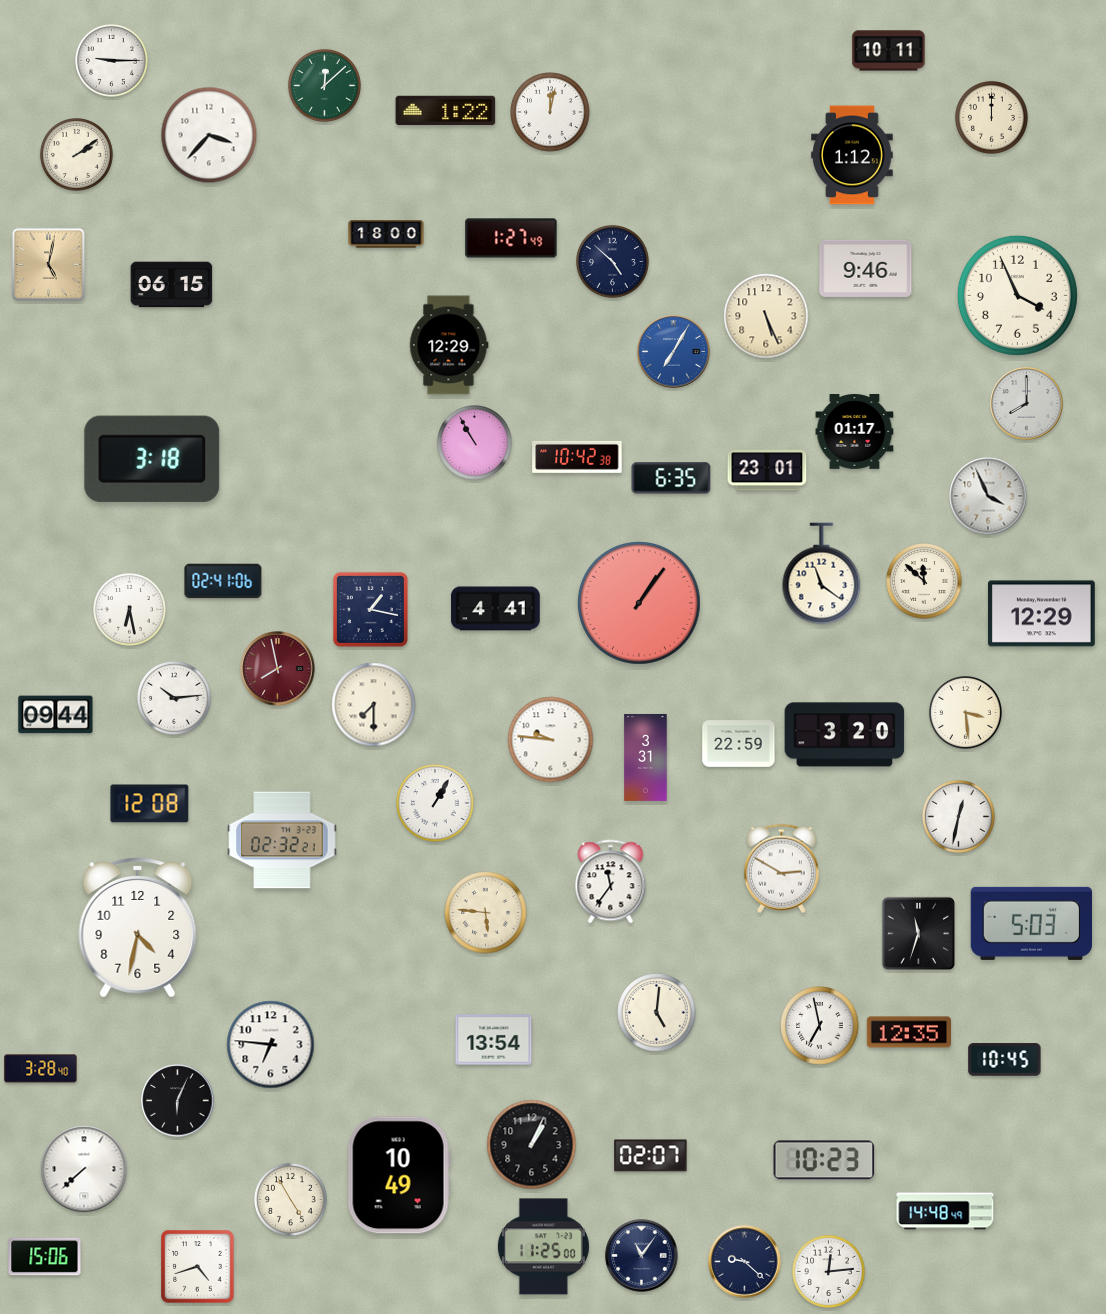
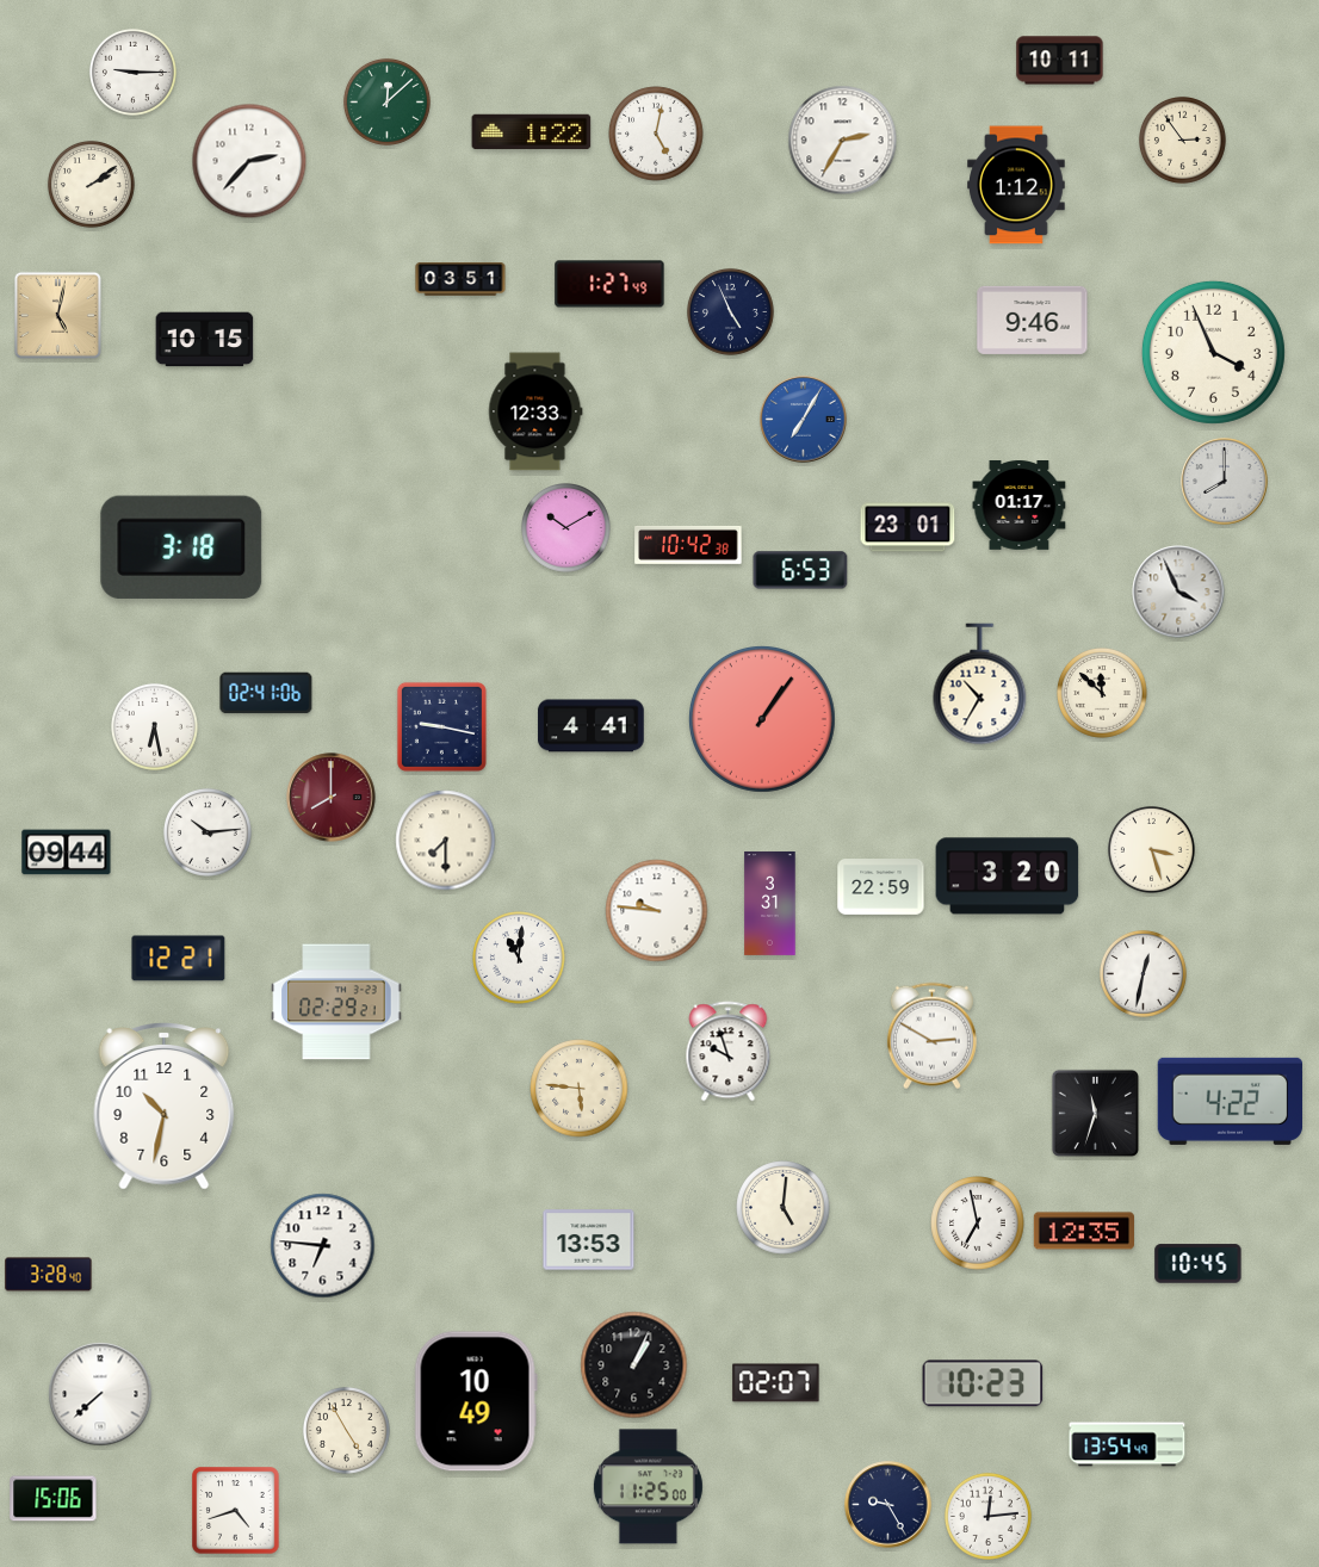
clock at (550, 112): 12:02 -> 5:02
clock at (991, 117): 12:00 -> 2:54
clock at (843, 141): none -> 2:35
clock at (209, 135): 3:37 -> 2:37
clock at (386, 234): 18:00 -> 03:51
clock at (612, 261): 4:52 -> 4:56
clock at (172, 285): 06:15 -> 10:15
clock at (766, 316): 5:26 -> none
clock at (449, 345): 12:29 -> 12:33
clock at (855, 432) position: (855, 432) -> (1020, 506)
clock at (475, 443): 10:55 -> 10:10
clock at (767, 470) position: (767, 470) -> (908, 527)
clock at (671, 478): 6:35 -> 6:53
clock at (822, 574): 11:21 -> 10:35
clock at (370, 609): 1:17 -> 9:17
clock at (1041, 614): 12:29 -> none
clock at (278, 669): 7:58 -> 8:00
clock at (965, 712): 3:29 -> 3:27
clock at (551, 740) position: (551, 740) -> (657, 911)
clock at (435, 803): 1:05 -> 11:01
clock at (150, 804): 12:08 -> 12:21
clock at (282, 840): 02:32 -> 02:29
clock at (611, 882): 11:36 -> 9:57
clock at (1031, 923): 5:03 -> 4:22
clock at (138, 928): 4:32 -> 10:32
clock at (494, 1040): 13:54 -> 13:53
clock at (178, 1101): 6:04 -> none
clock at (651, 1156) position: (651, 1156) -> (776, 1383)
clock at (945, 1211): 14:48 -> 13:54
clock at (642, 1256): 11:06 -> none
clock at (745, 1262): 9:22 -> 9:25
